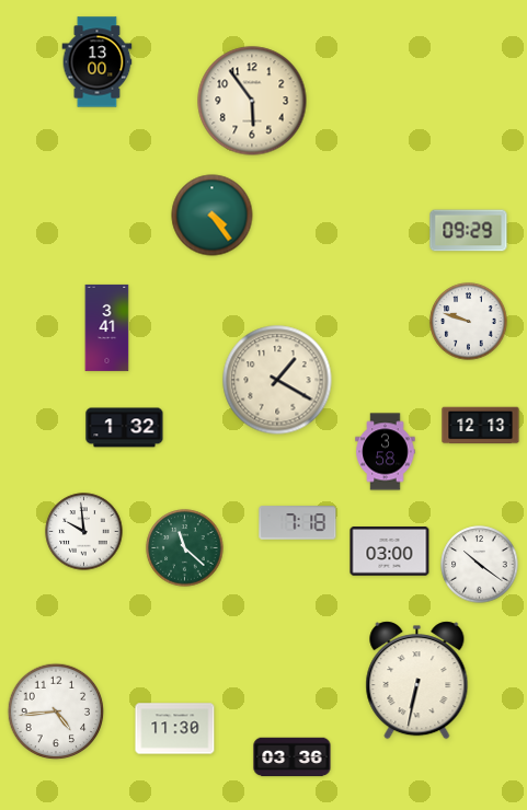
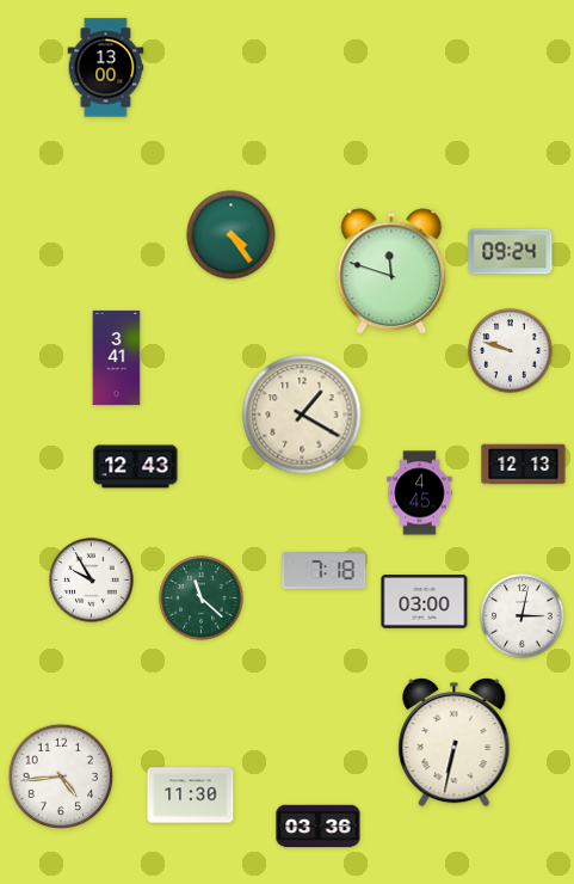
clock at (252, 101): 5:54 -> none
clock at (469, 231): 09:29 -> 09:24
clock at (391, 271): none -> 11:48
clock at (125, 428): 1:32 -> 12:43
clock at (386, 452): 3:58 -> 4:45
clock at (84, 532): 9:59 -> 9:55
clock at (480, 565): 10:21 -> 3:02
